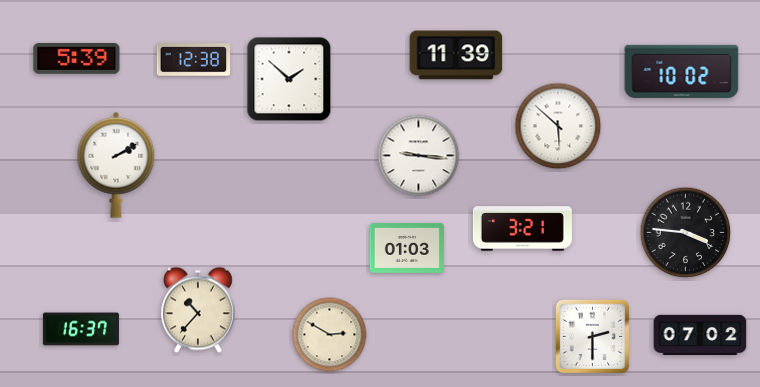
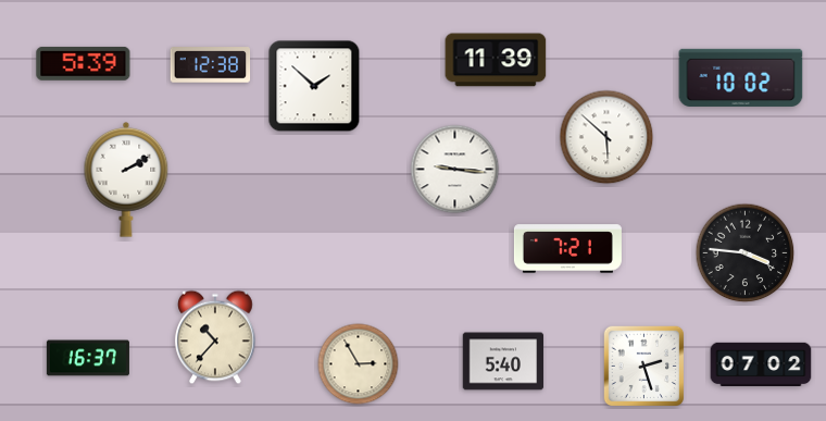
clock at (522, 229): 3:21 -> 7:21
clock at (407, 248): 01:03 -> none
clock at (503, 361): none -> 5:40
clock at (330, 335): 2:50 -> 2:55
clock at (593, 337): 2:30 -> 2:27
